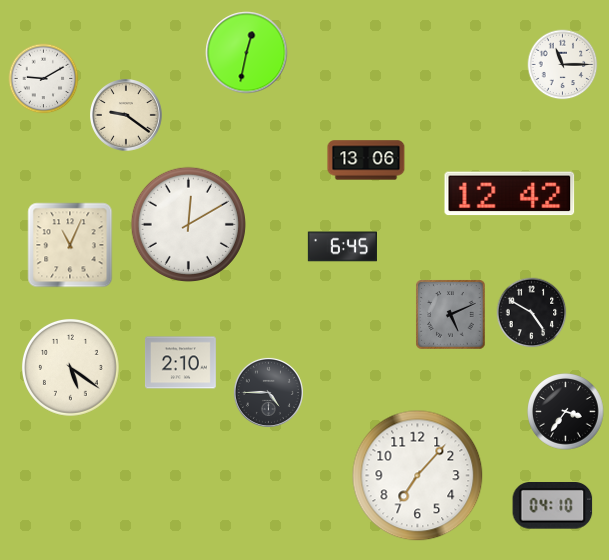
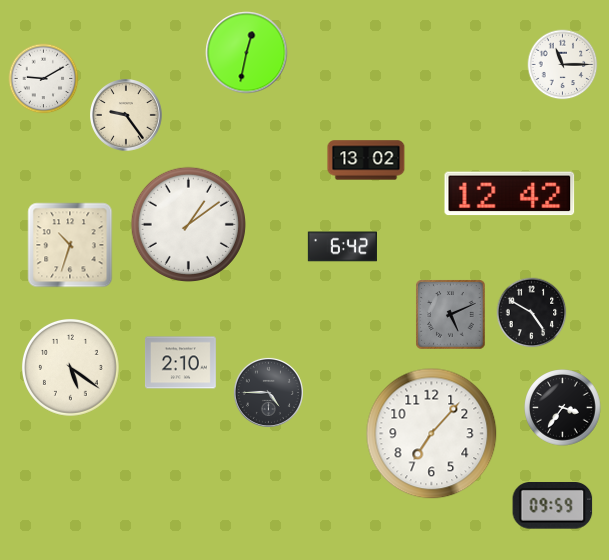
clock at (127, 116): 9:21 -> 9:24
clock at (366, 160): 13:06 -> 13:02
clock at (188, 224): 12:10 -> 1:09
clock at (70, 245): 11:04 -> 10:33
clock at (342, 247): 6:45 -> 6:42
clock at (566, 412) position: (566, 412) -> (563, 408)
clock at (418, 476) position: (418, 476) -> (432, 434)
clock at (553, 506): 04:10 -> 09:59
